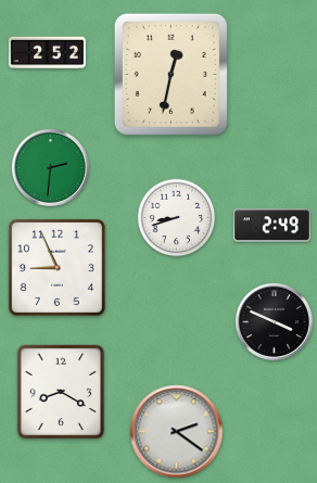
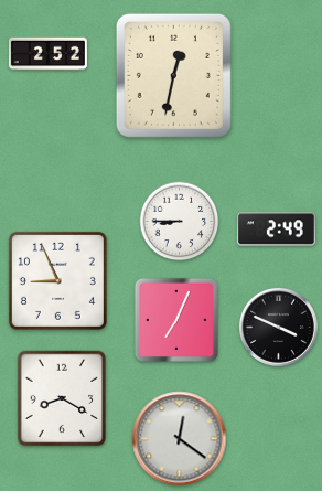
clock at (50, 167): 2:31 -> none
clock at (177, 218): 8:42 -> 8:45
clock at (56, 267) position: (56, 267) -> (57, 280)
clock at (176, 320): none -> 7:04
clock at (177, 432): 2:21 -> 12:21
